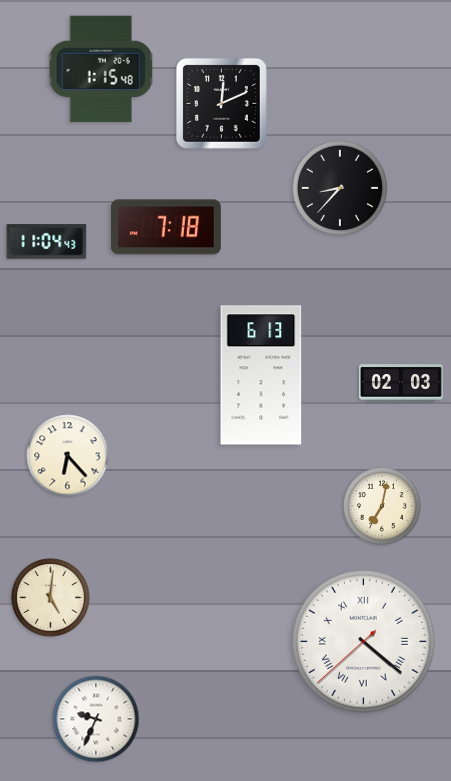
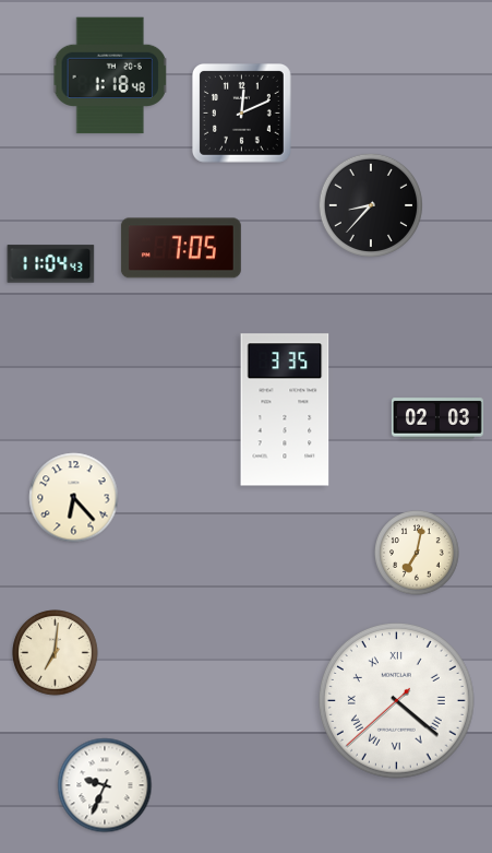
clock at (101, 69): 1:15 -> 1:18
clock at (166, 227): 7:18 -> 7:05
clock at (261, 375): 6:13 -> 3:35
clock at (51, 598): 5:01 -> 7:01
